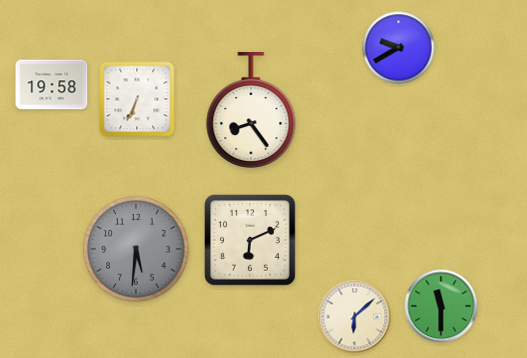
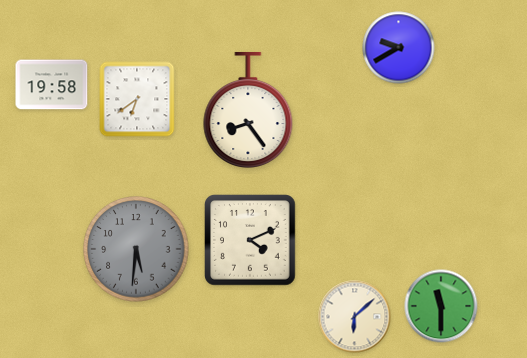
clock at (137, 99): 6:34 -> 6:39
clock at (251, 109) position: (251, 109) -> (248, 109)
clock at (251, 241): 6:11 -> 4:11
